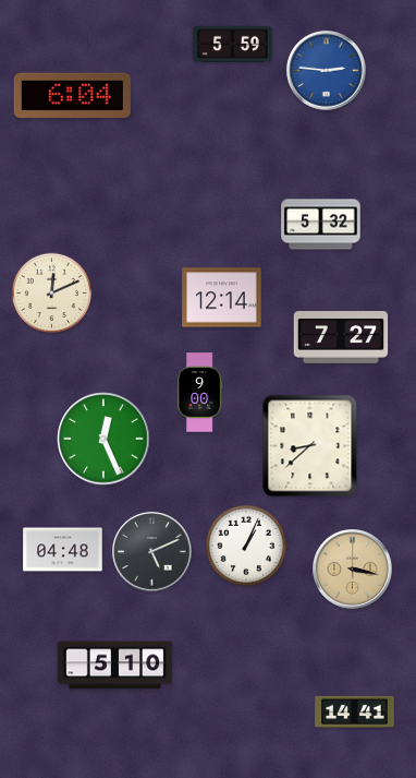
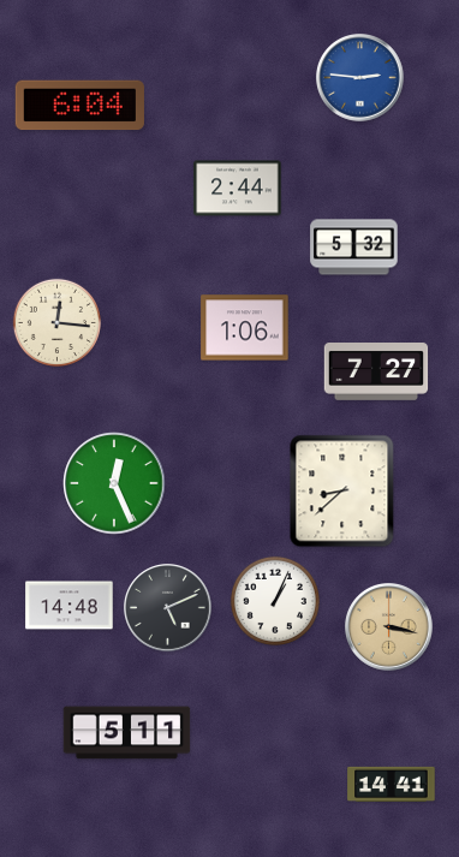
clock at (233, 44): 5:59 -> none
clock at (238, 189): none -> 2:44
clock at (51, 292): 12:11 -> 12:16
clock at (222, 298): 12:14 -> 1:06
clock at (199, 393): 9:00 -> none
clock at (245, 546) position: (245, 546) -> (274, 601)
clock at (63, 550): 04:48 -> 14:48
clock at (115, 666): 5:10 -> 5:11
